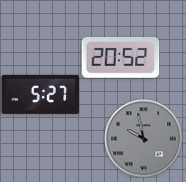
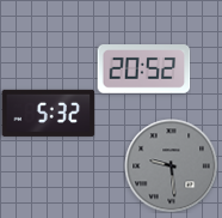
clock at (40, 94): 5:27 -> 5:32
clock at (143, 138): 9:58 -> 9:29
